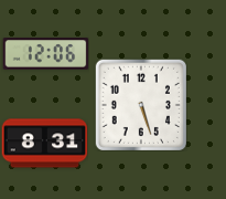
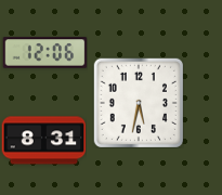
clock at (141, 105): 5:27 -> 5:32
